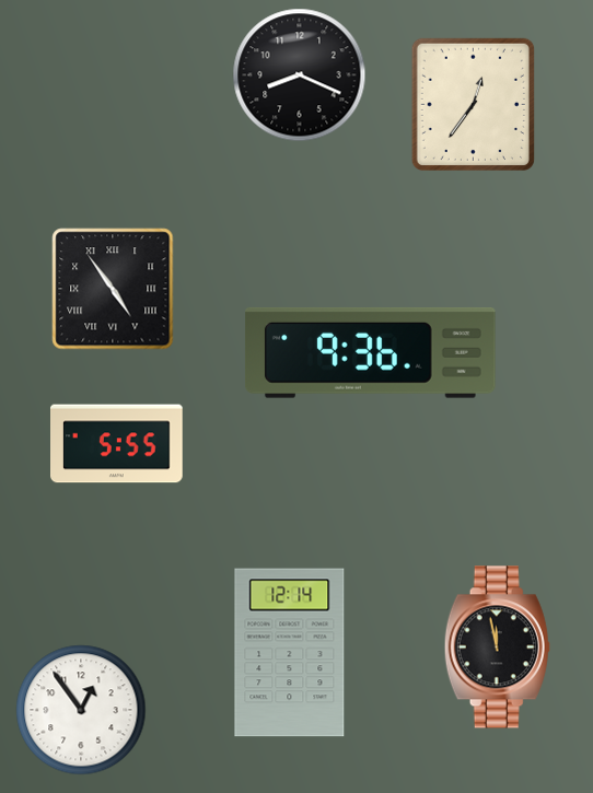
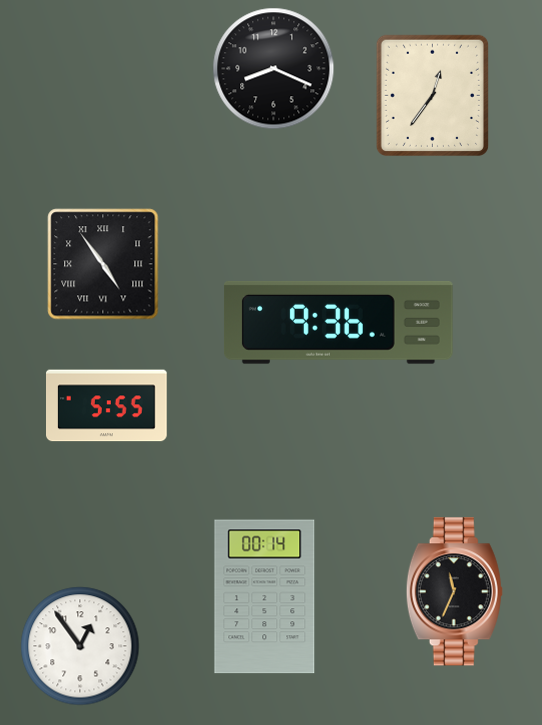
clock at (497, 648): 11:58 -> 11:34
clock at (290, 653): 12:14 -> 00:14
clock at (81, 710) position: (81, 710) -> (80, 646)
